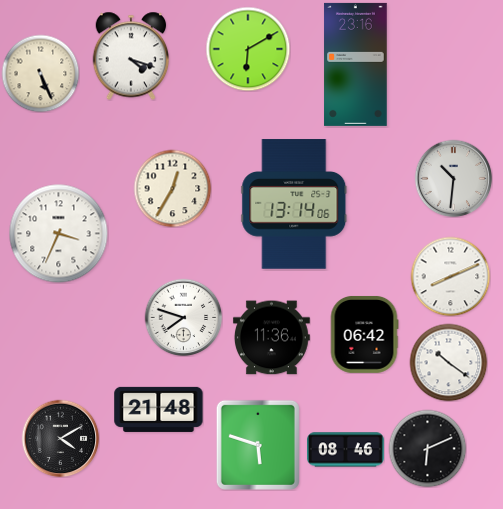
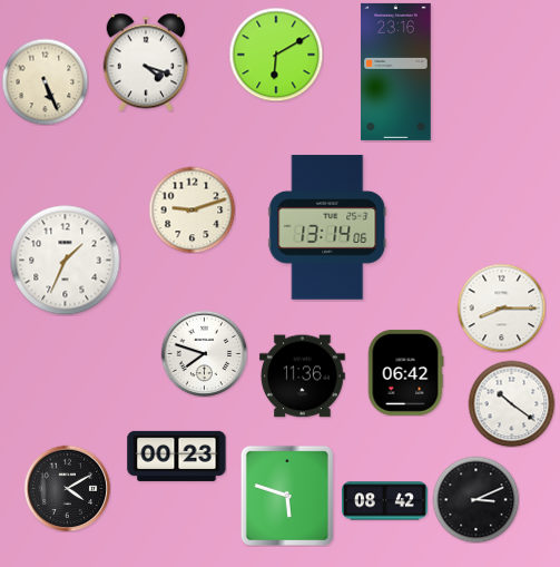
clock at (453, 178): 10:31 -> none
clock at (172, 188): 12:35 -> 9:12
clock at (59, 234): 3:34 -> 1:34
clock at (450, 276): 8:11 -> 8:15
clock at (448, 362) position: (448, 362) -> (511, 403)
clock at (159, 409): 21:48 -> 00:23
clock at (427, 448): 6:11 -> 3:11
clock at (346, 450): 08:46 -> 08:42
